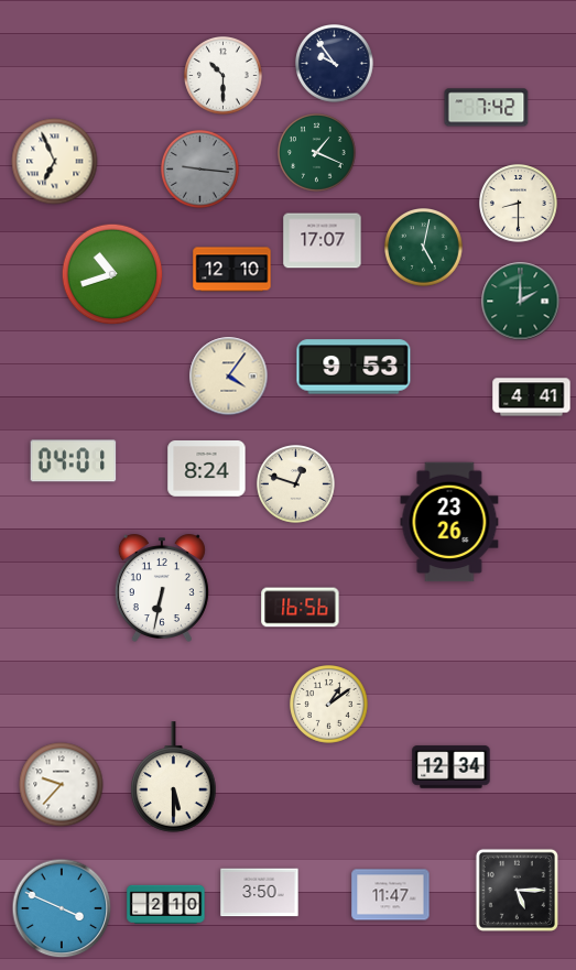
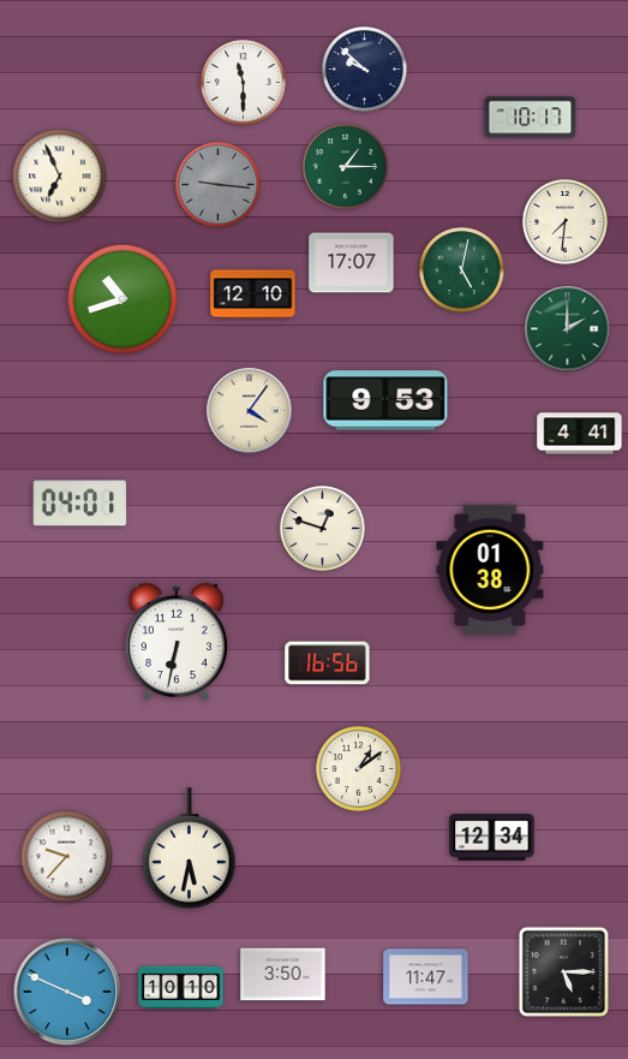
clock at (335, 64): 9:54 -> 9:52
clock at (224, 76): 10:30 -> 11:30
clock at (487, 108): 7:42 -> 10:17
clock at (317, 153): 1:19 -> 1:15
clock at (519, 204): 8:30 -> 7:31
clock at (207, 469): 8:24 -> none
clock at (449, 522): 23:26 -> 01:38
clock at (174, 777): 5:30 -> 5:32
clock at (166, 904): 2:10 -> 10:10
